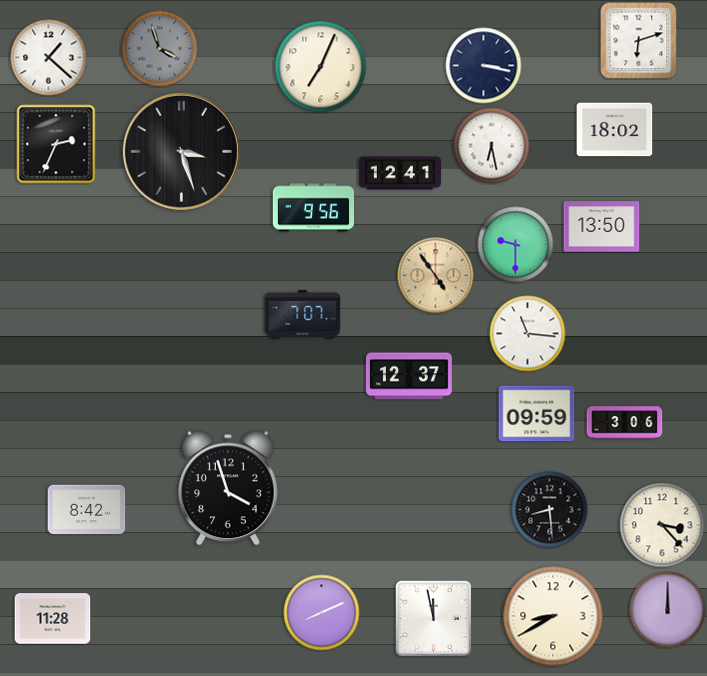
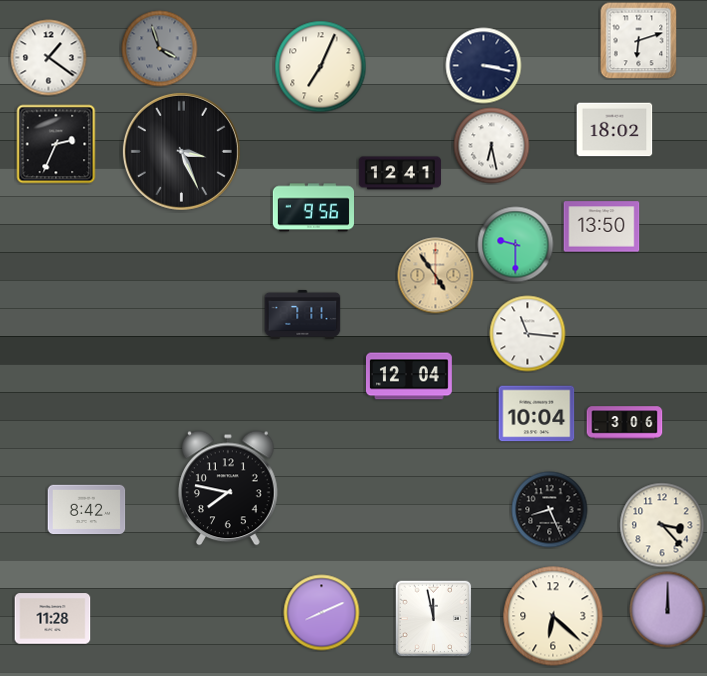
clock at (49, 58): 1:22 -> 1:21
clock at (181, 151): 3:27 -> 3:26
clock at (303, 314): 7:07 -> 7:11
clock at (409, 376): 12:37 -> 12:04
clock at (537, 414): 09:59 -> 10:04
clock at (229, 488): 3:57 -> 7:47
clock at (550, 510): 8:29 -> 8:26
clock at (553, 616): 8:40 -> 6:22
